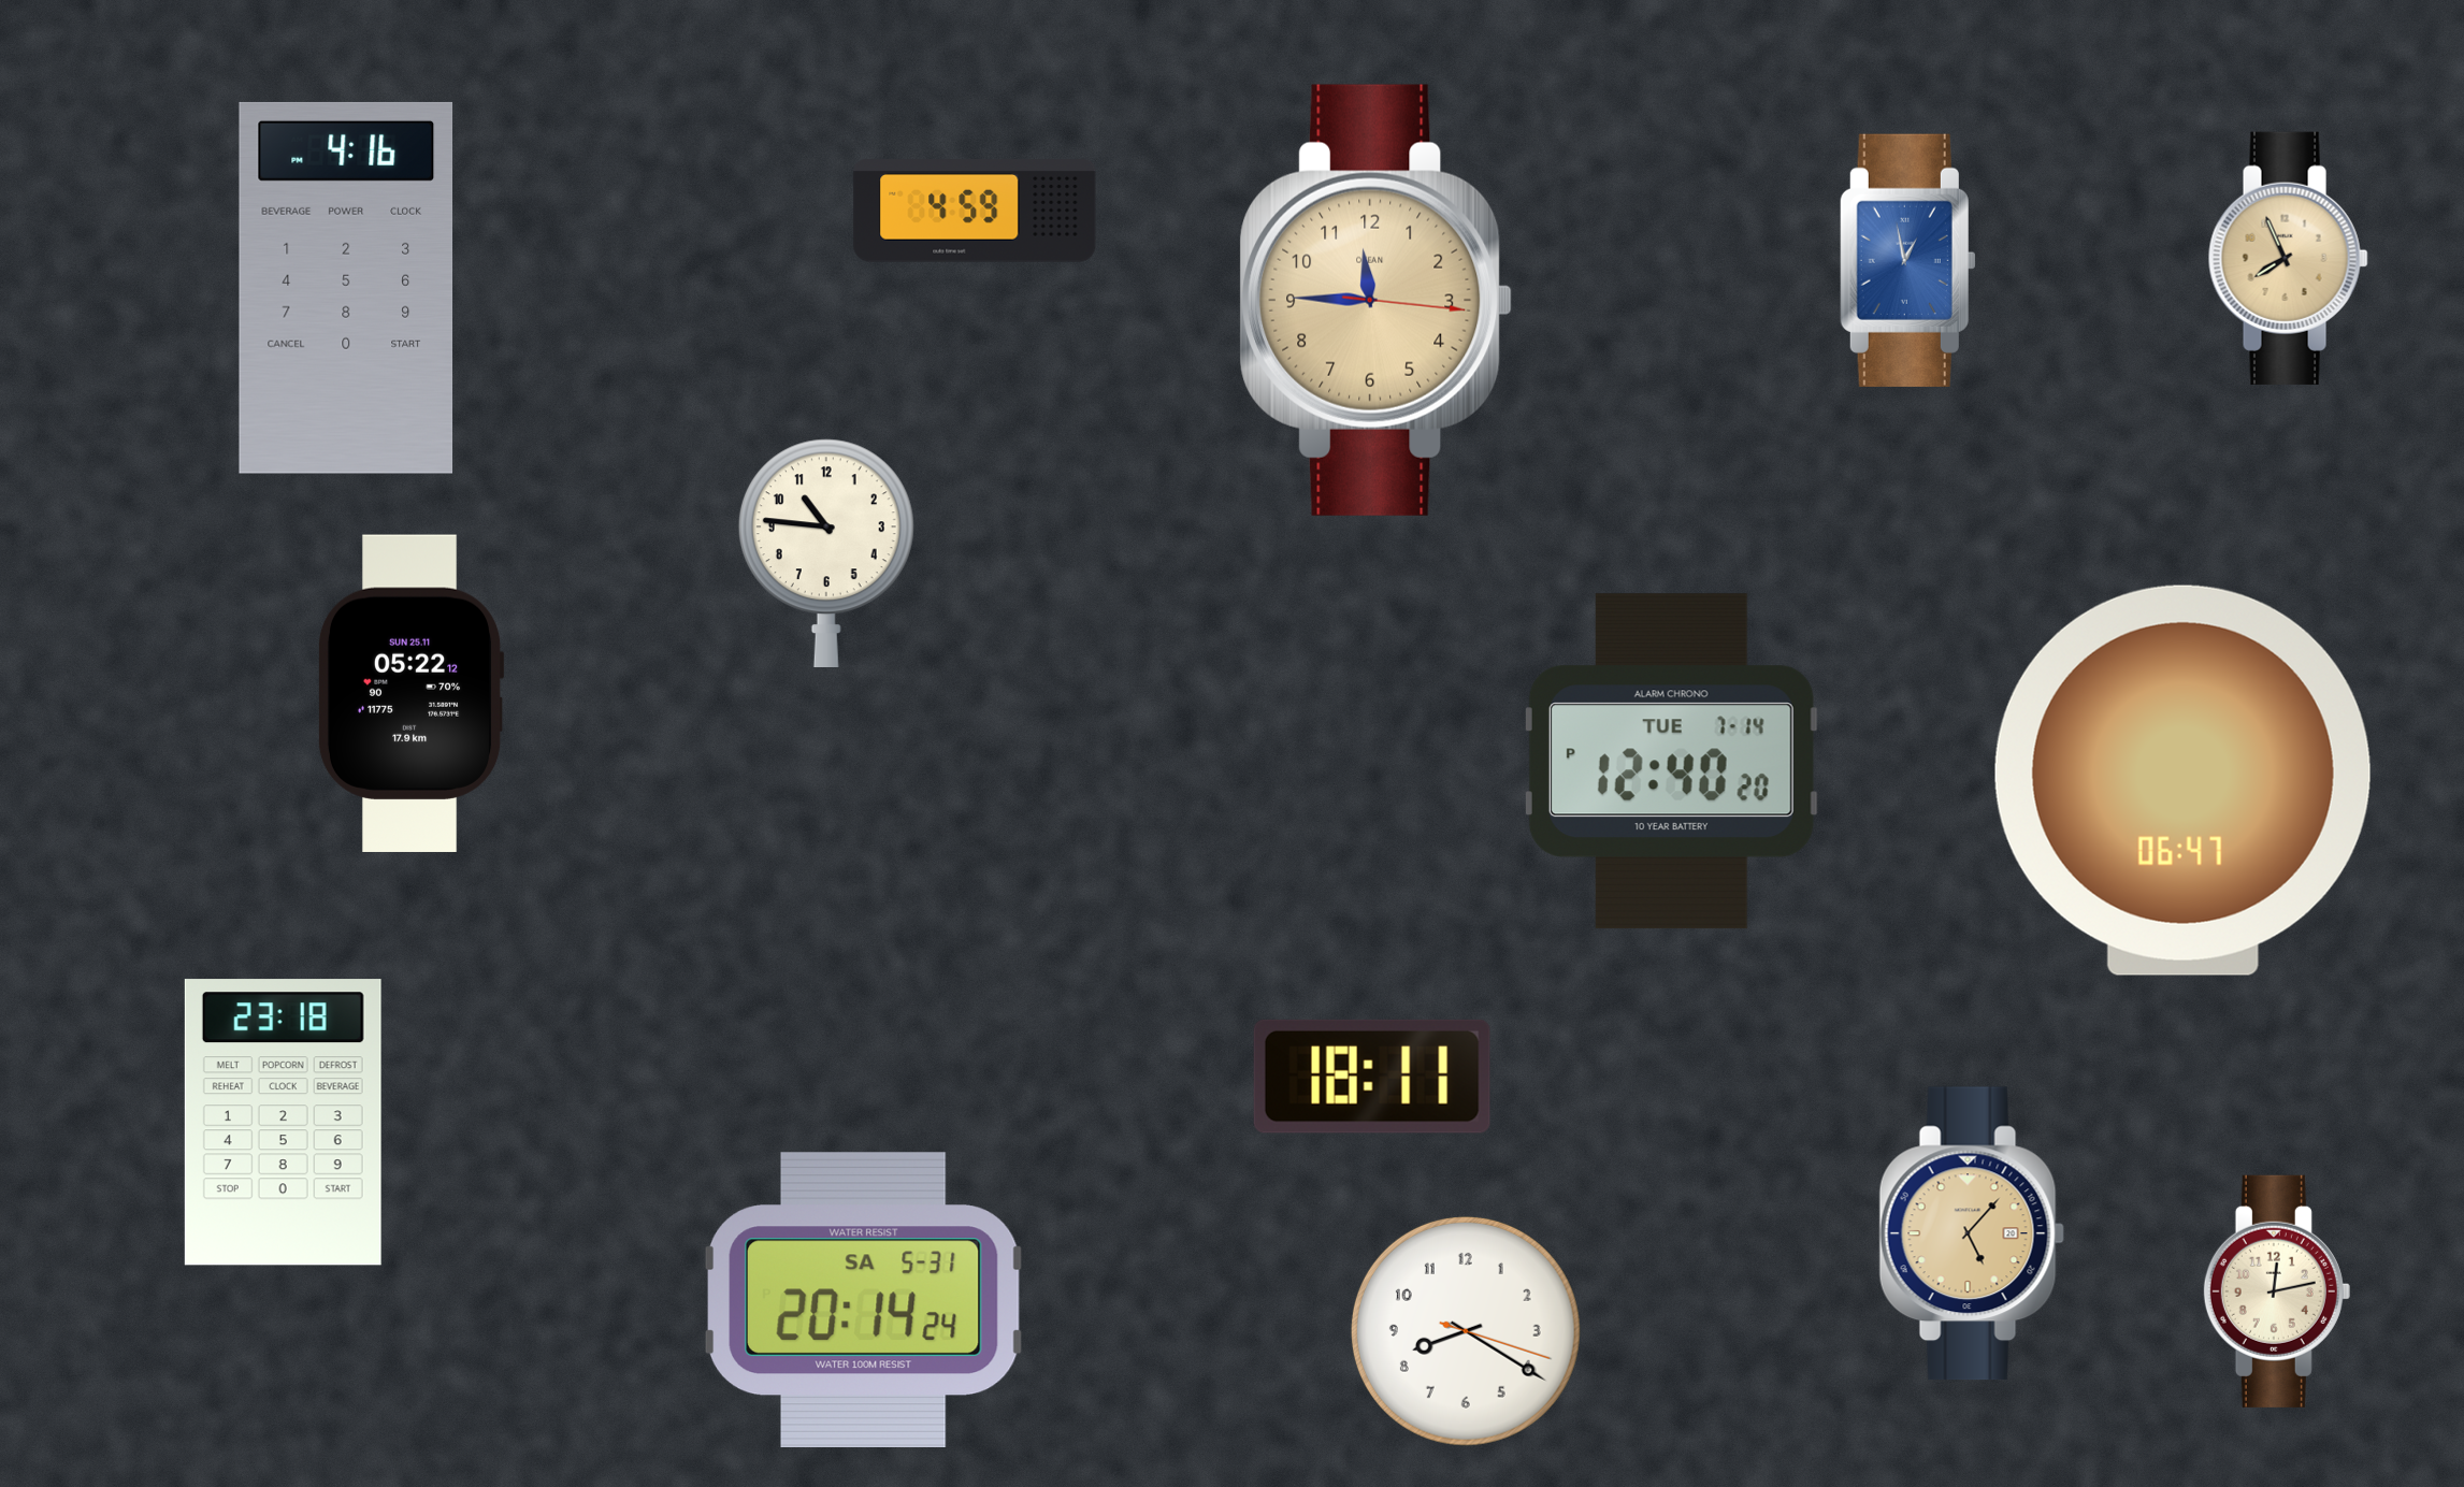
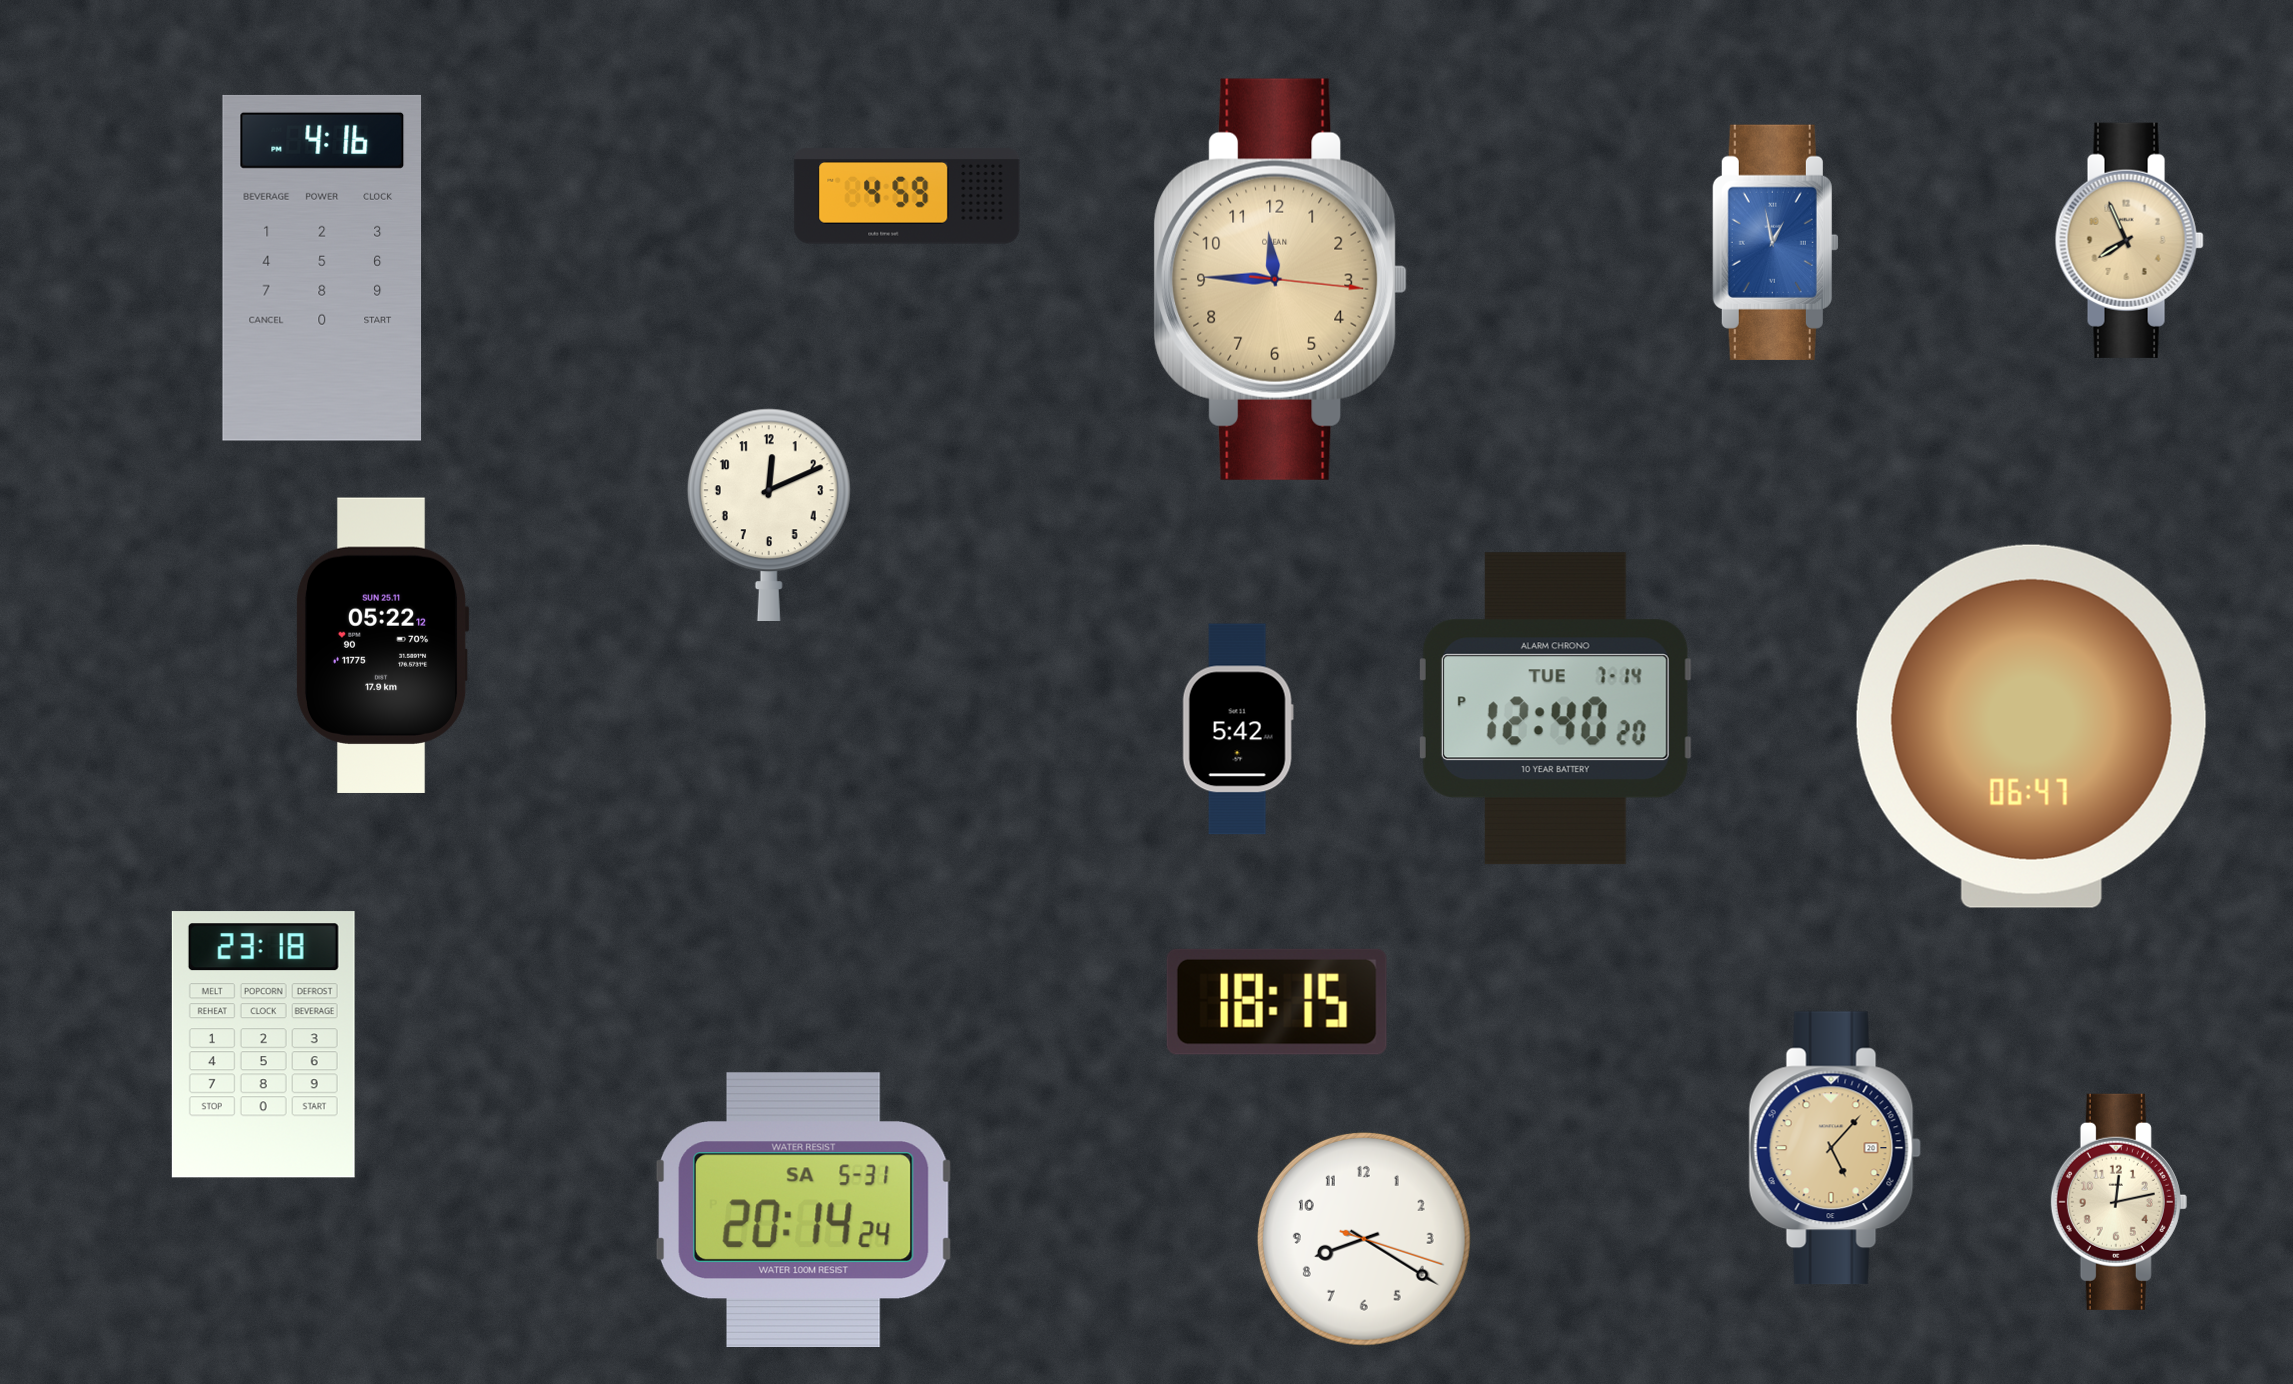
clock at (826, 552): 10:46 -> 12:11
clock at (1238, 729): none -> 5:42
clock at (1372, 1077): 18:11 -> 18:15
